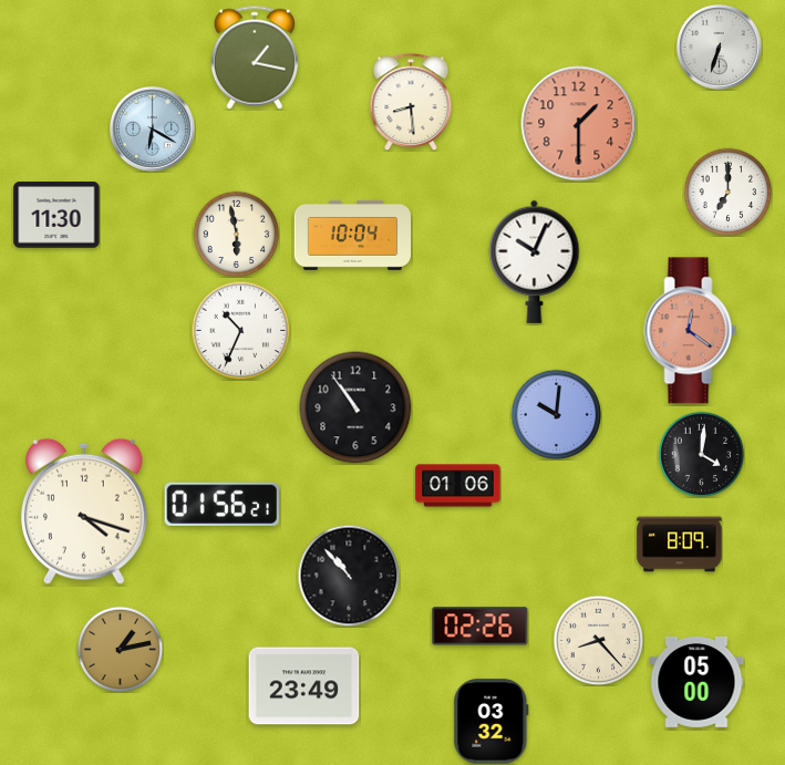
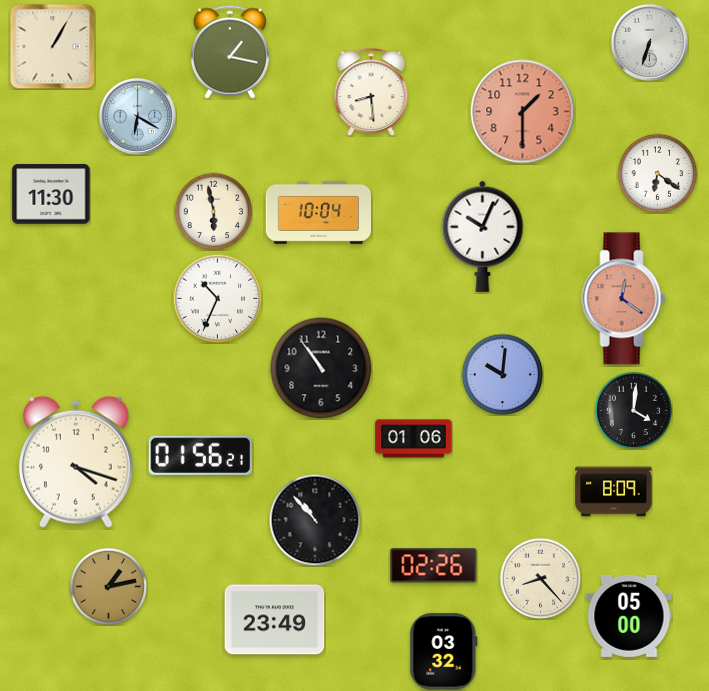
clock at (52, 46): none -> 1:05
clock at (727, 192): 7:00 -> 6:21
